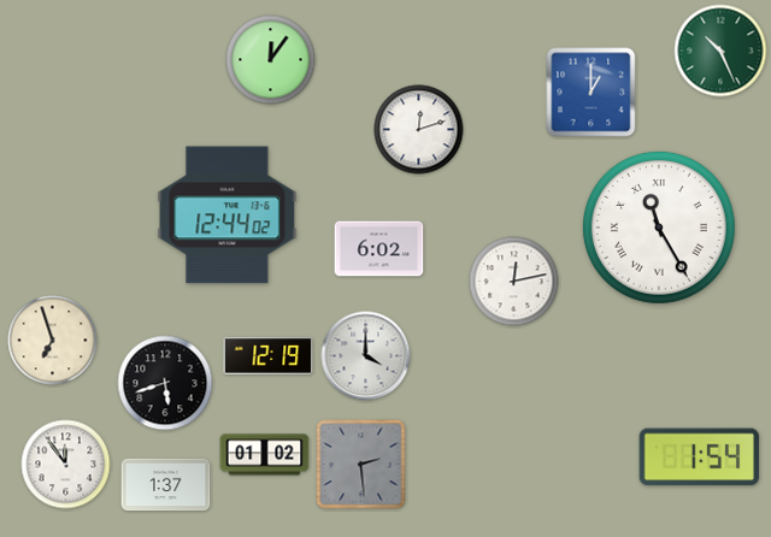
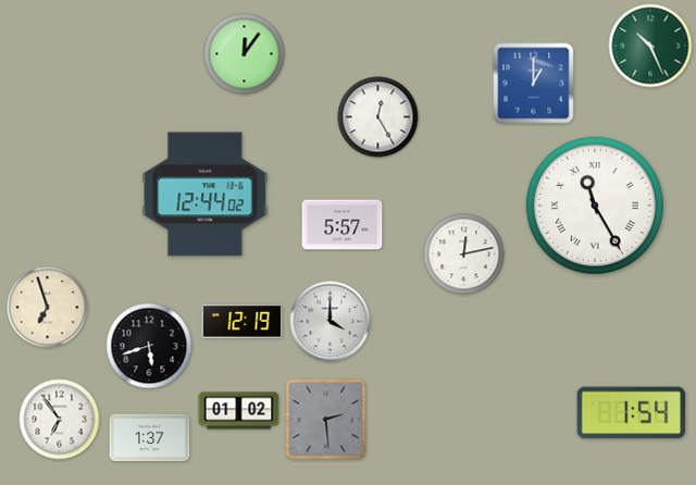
clock at (419, 130): 12:12 -> 12:25
clock at (379, 249): 6:02 -> 5:57
clock at (66, 465): 11:54 -> 6:54
